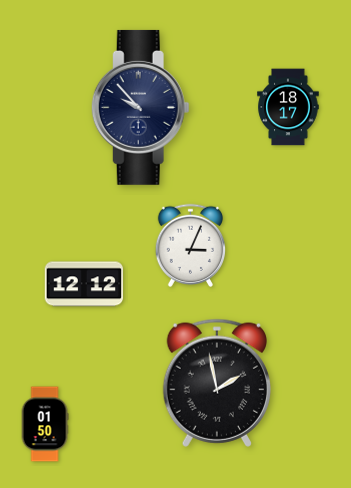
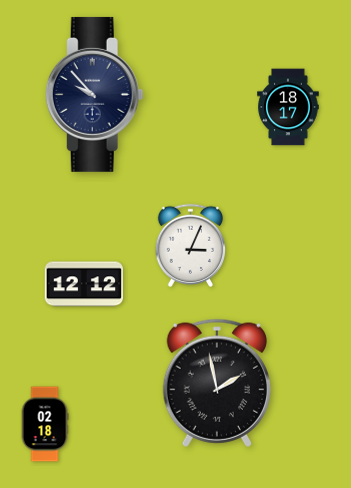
clock at (140, 107) position: (140, 107) -> (94, 94)
clock at (45, 424): 01:50 -> 02:18
